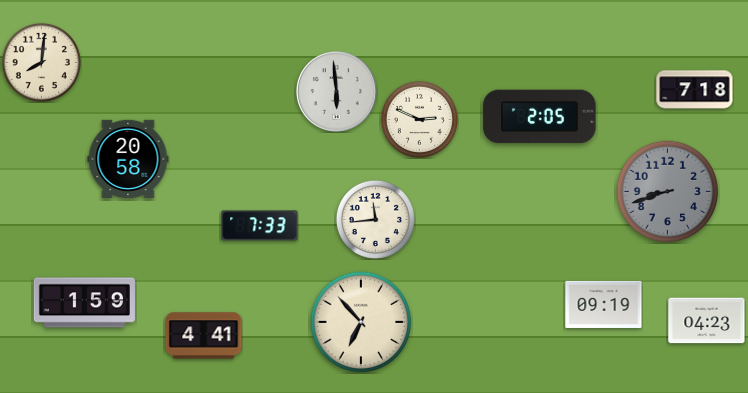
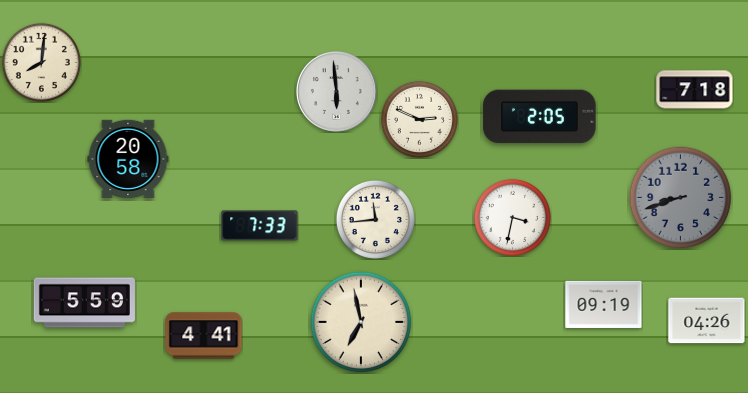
clock at (668, 192) position: (668, 192) -> (681, 198)
clock at (512, 217): none -> 3:32
clock at (84, 303): 1:59 -> 5:59
clock at (707, 321): 04:23 -> 04:26
clock at (361, 322): 6:53 -> 6:58
